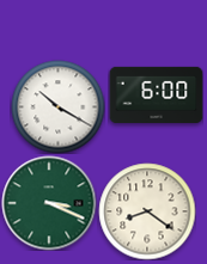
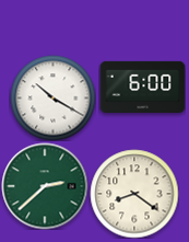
clock at (49, 203): 3:19 -> 2:38
